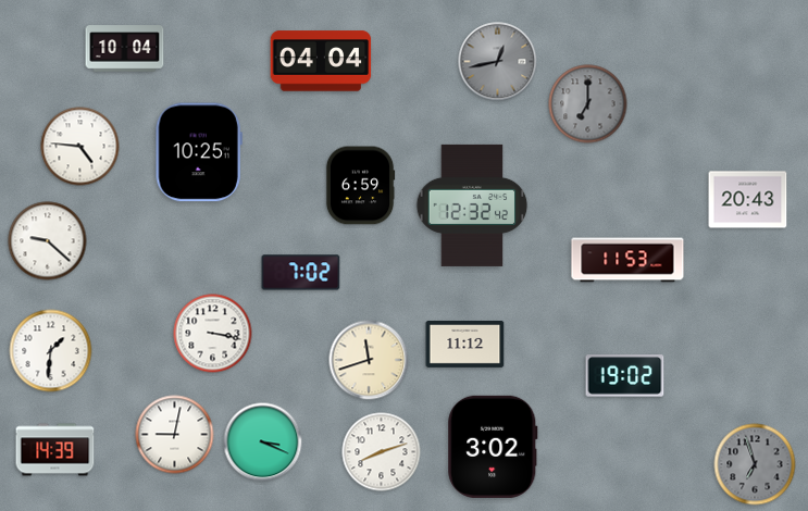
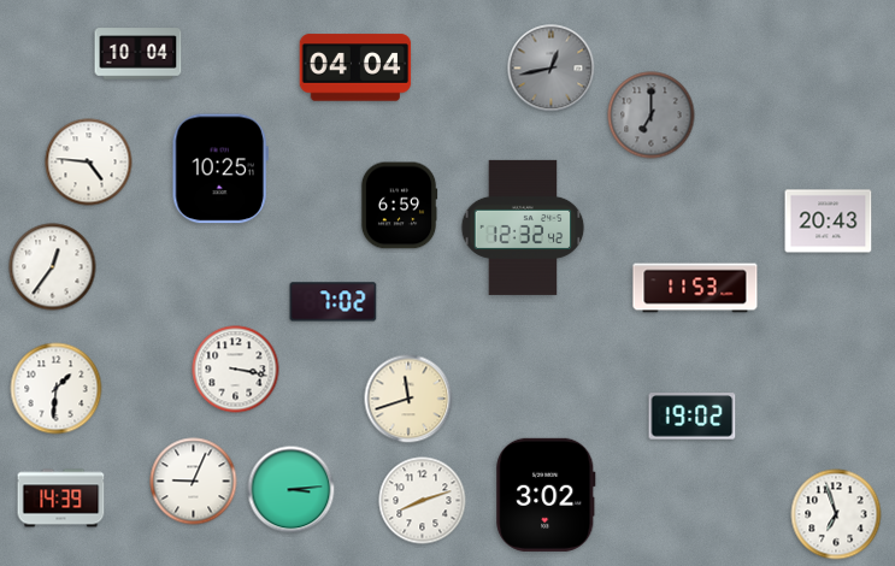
clock at (48, 241): 9:22 -> 12:36
clock at (465, 344): 11:12 -> none
clock at (175, 435): 9:02 -> 9:04
clock at (263, 443): 3:19 -> 3:14
clock at (755, 464) dial: grey -> white
